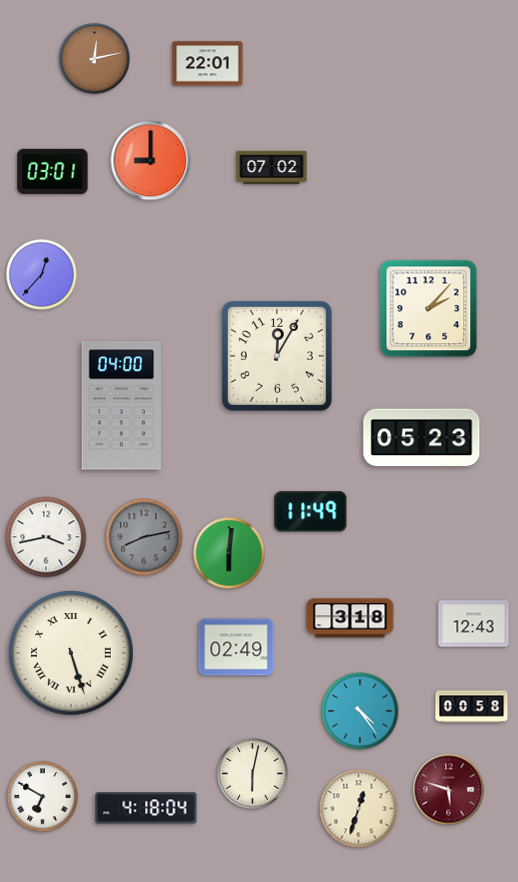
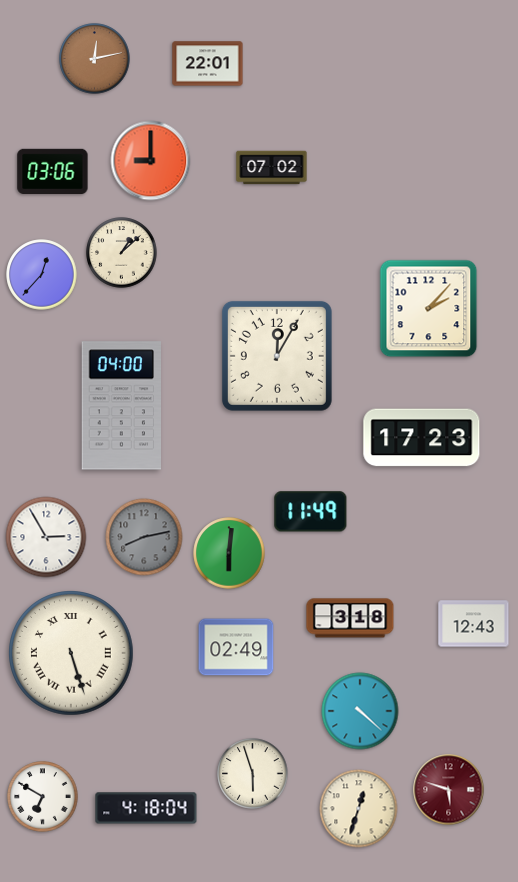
clock at (53, 171): 03:01 -> 03:06
clock at (122, 253): none -> 1:08
clock at (422, 438): 05:23 -> 17:23
clock at (46, 537): 3:43 -> 2:55
clock at (472, 707): 00:58 -> none
clock at (360, 711): 4:24 -> 4:22
clock at (253, 774): 6:02 -> 5:57
